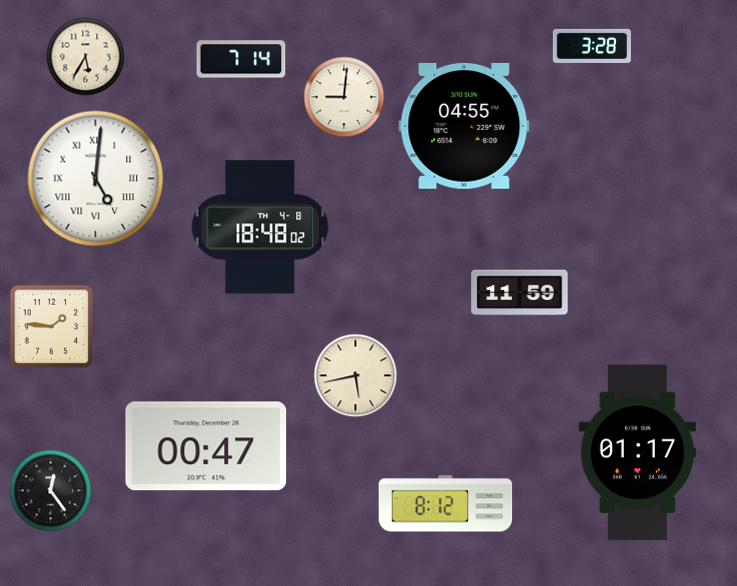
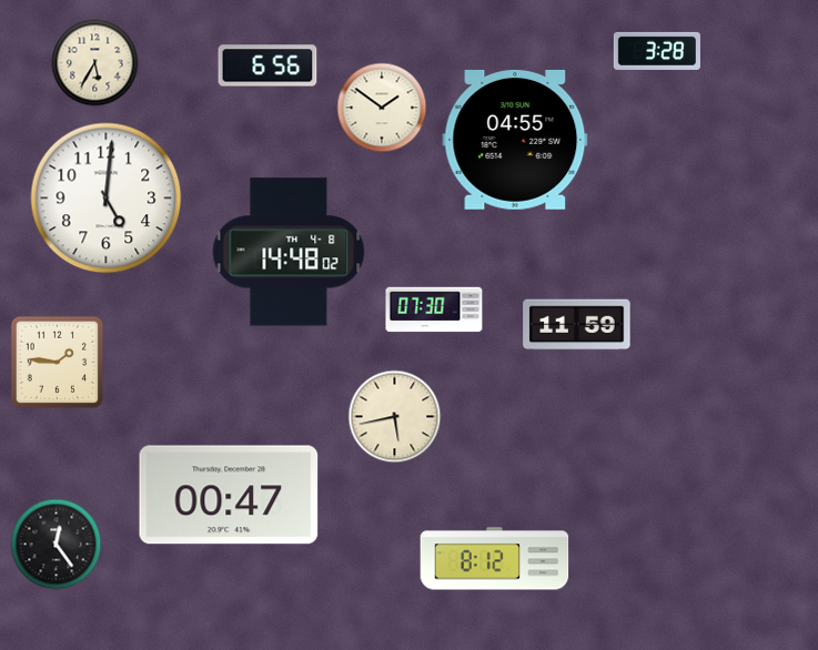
clock at (241, 59): 7:14 -> 6:56
clock at (344, 97): 9:01 -> 1:51
clock at (96, 179) numerals: Roman -> Arabic
clock at (260, 227): 18:48 -> 14:48
clock at (434, 309): none -> 07:30
clock at (637, 453): 01:17 -> none
